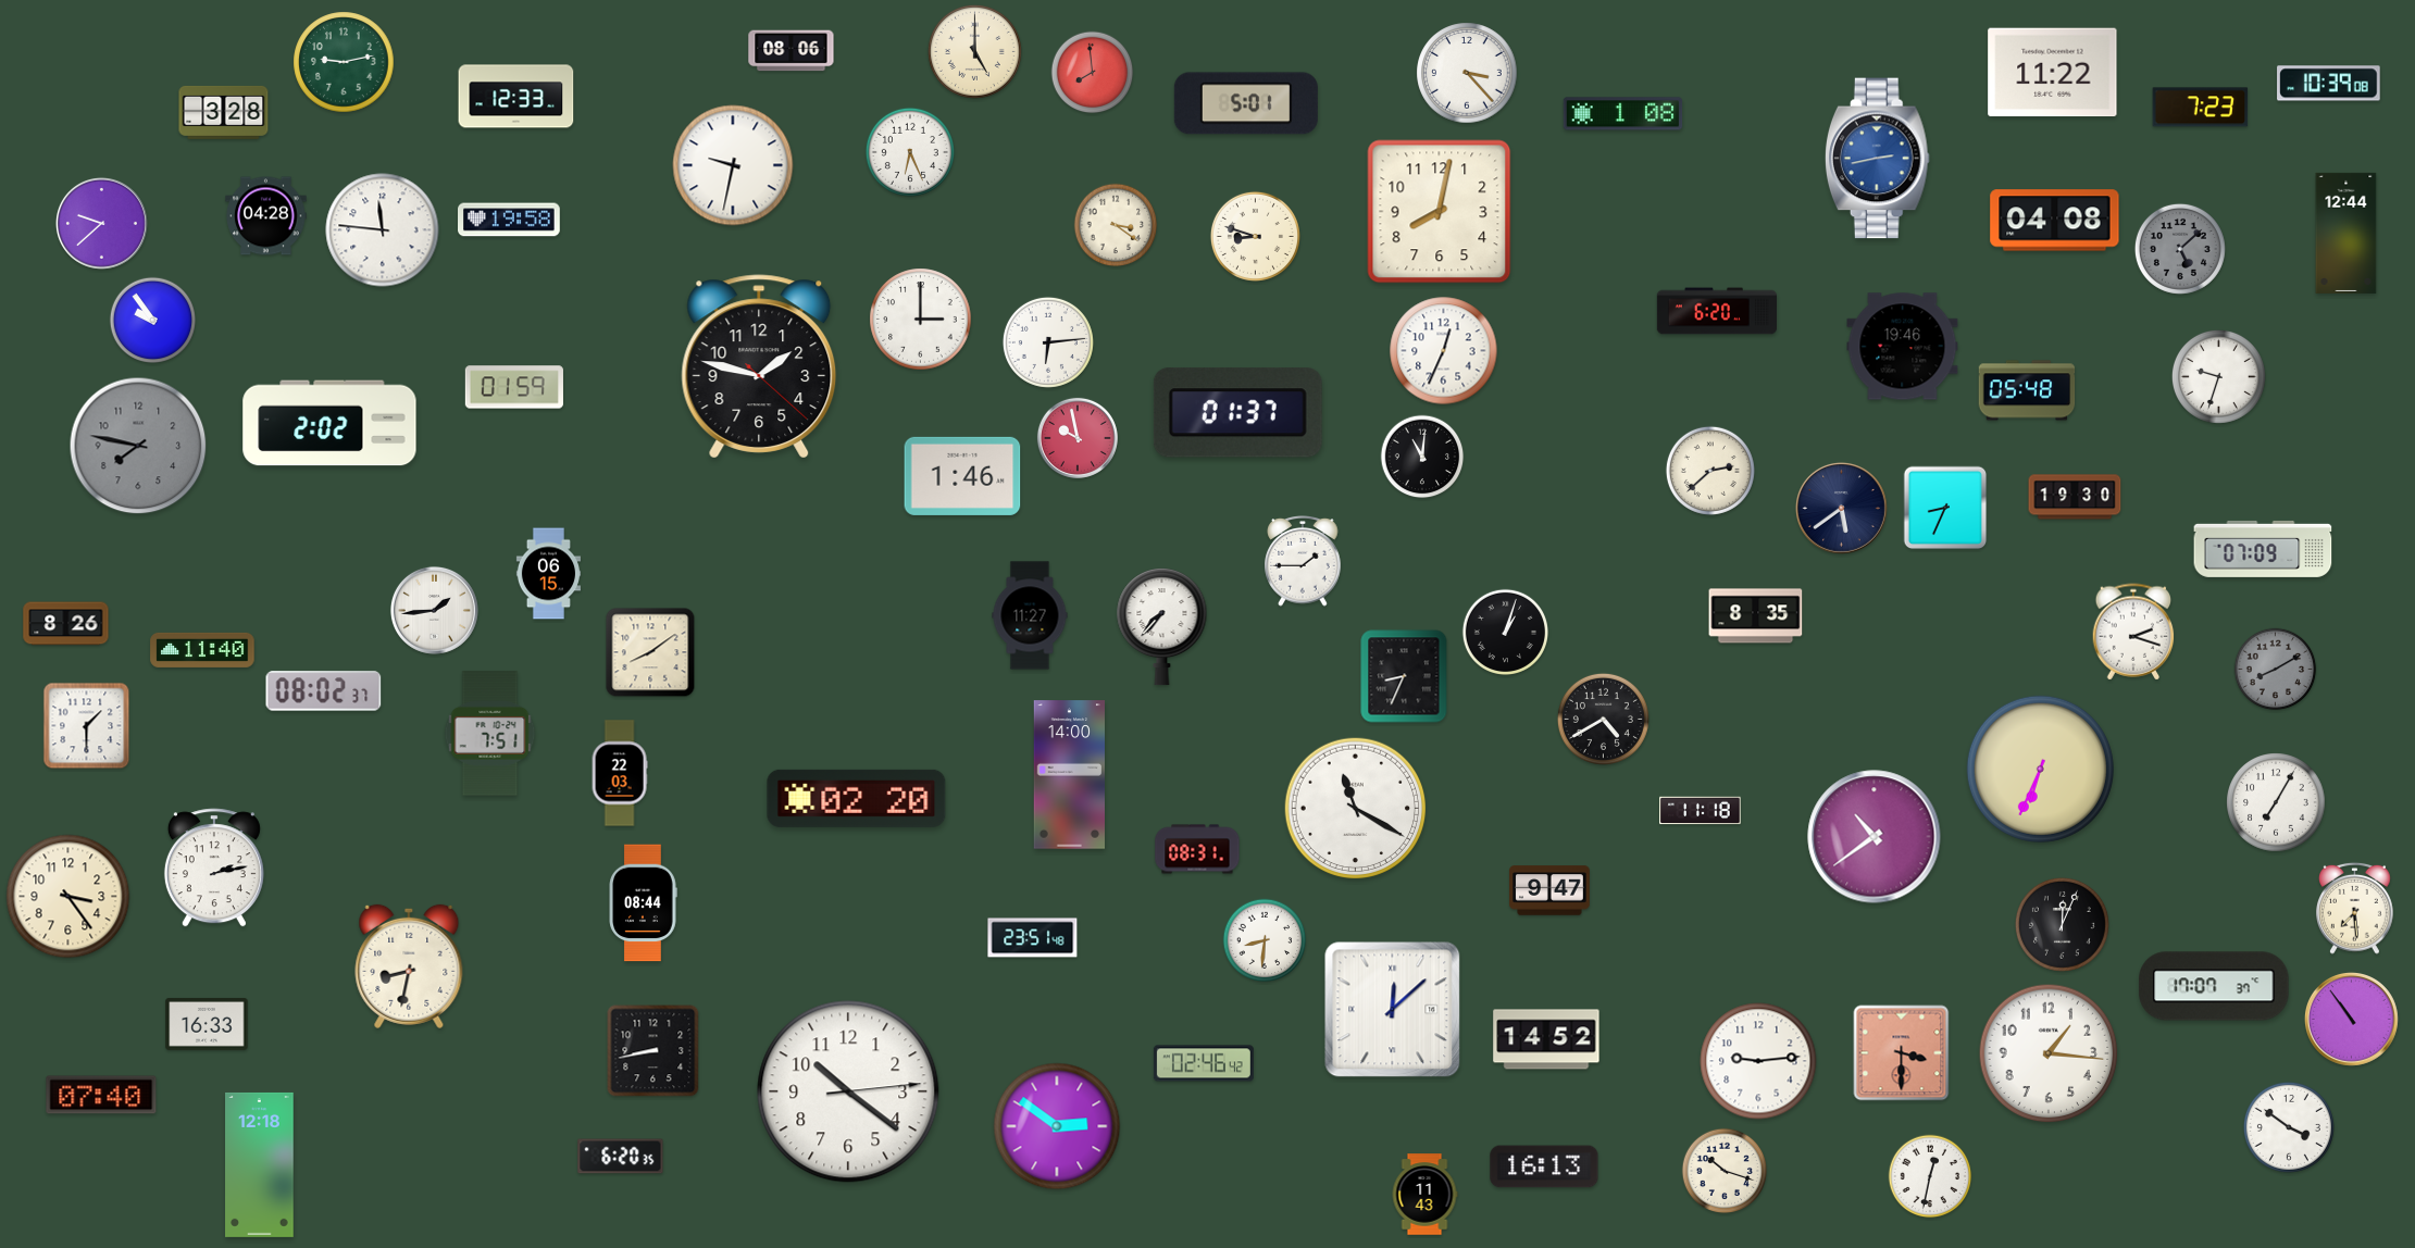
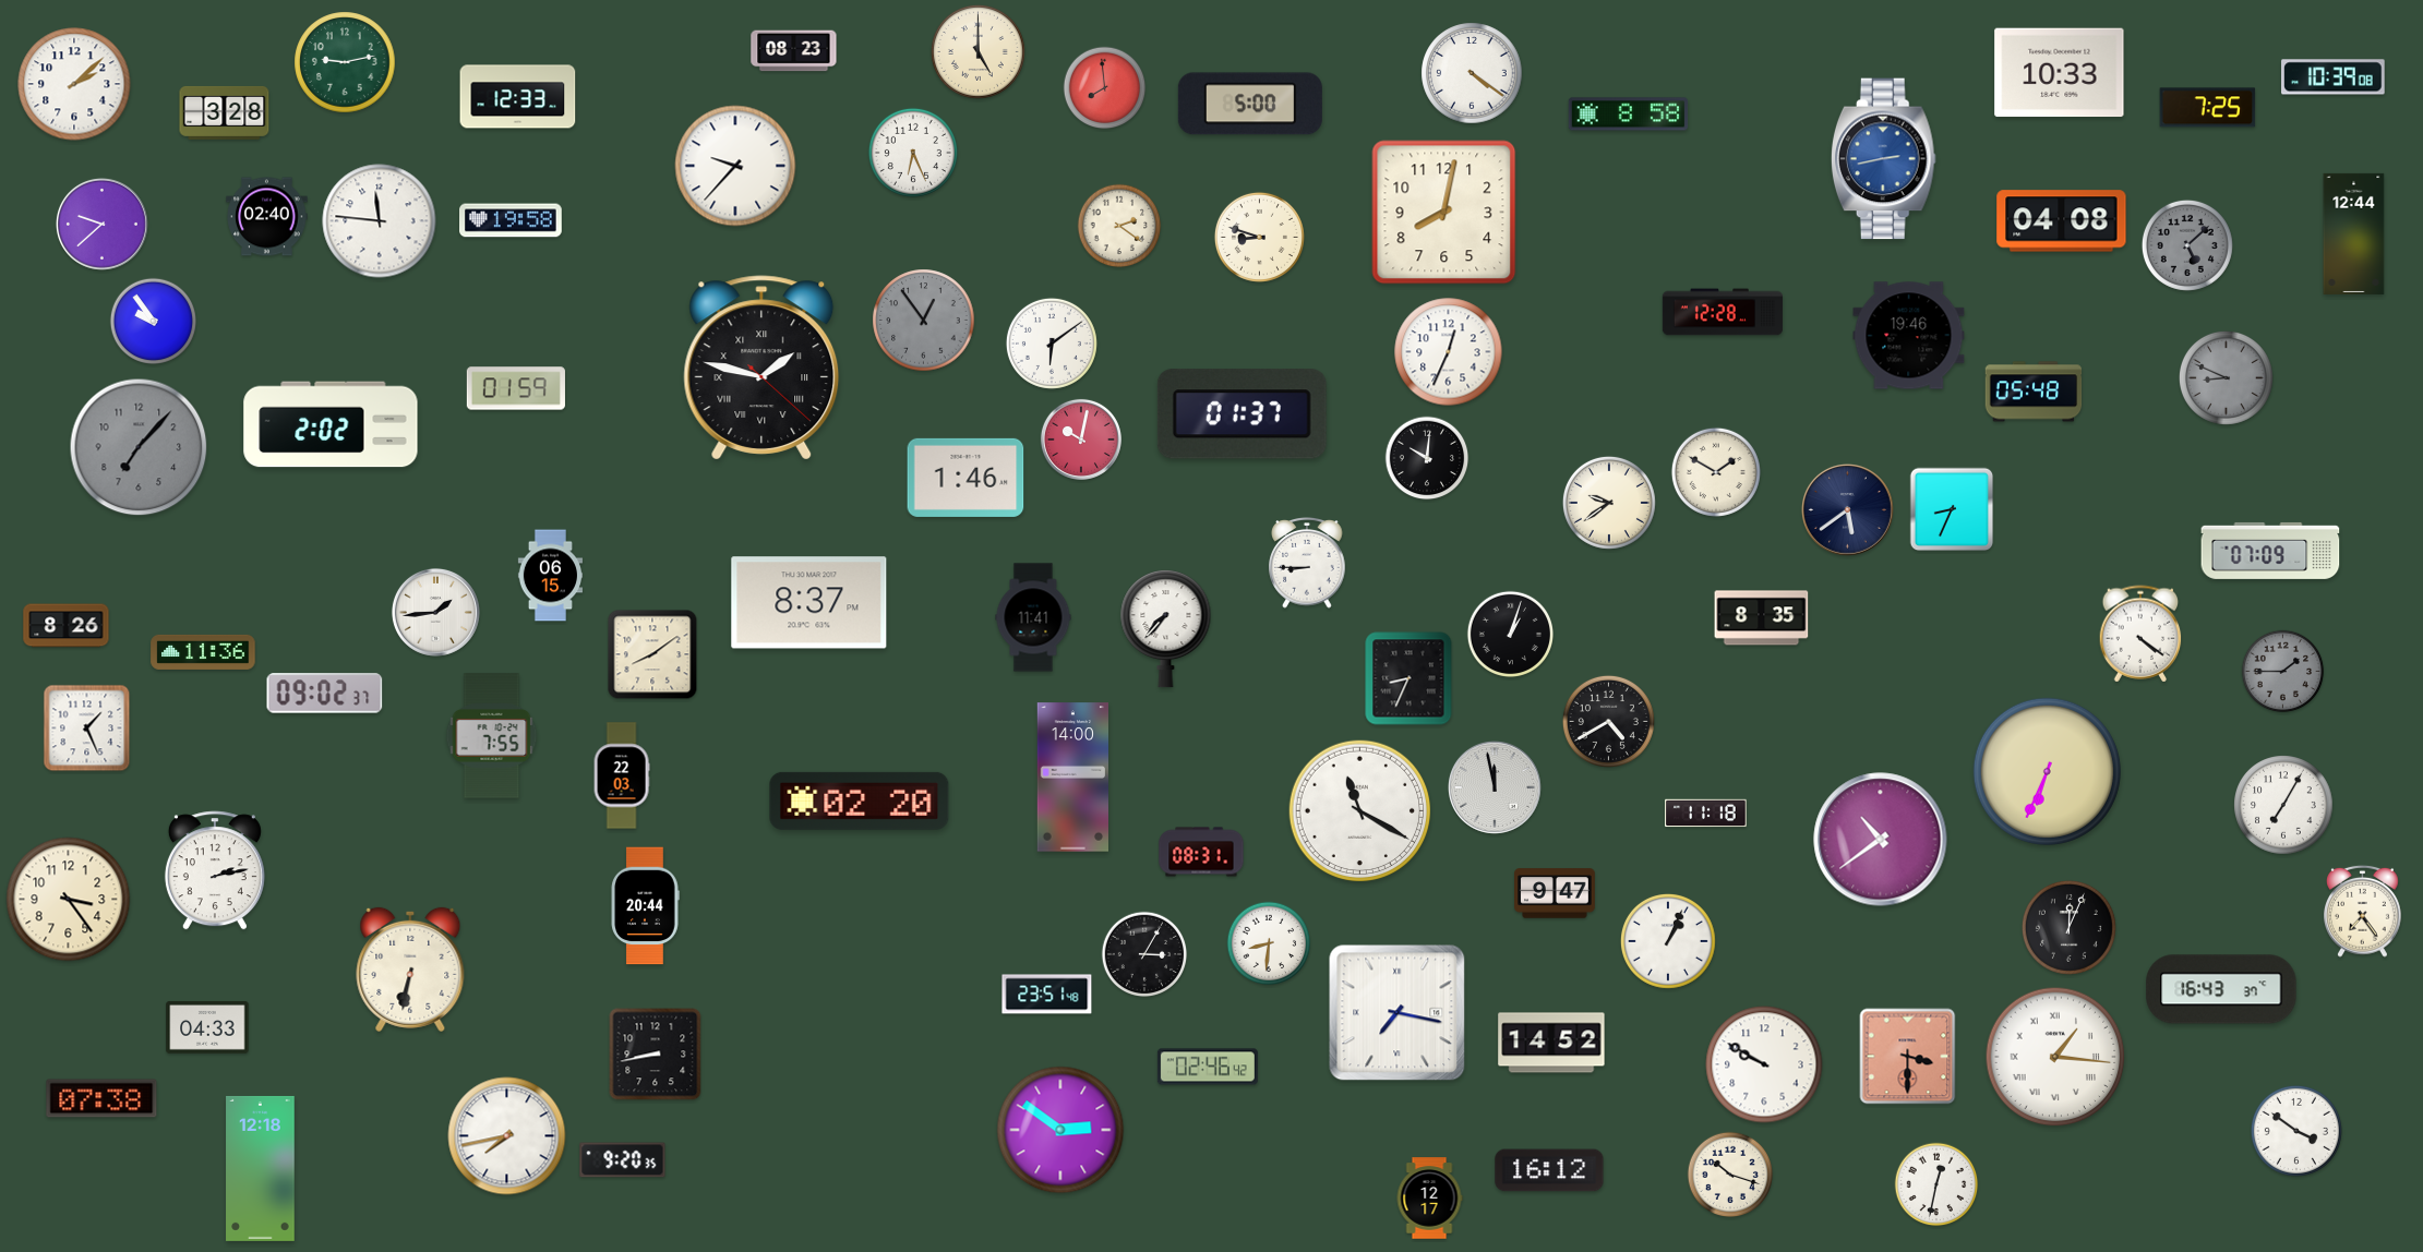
clock at (792, 51): 08:06 -> 08:23
clock at (1093, 73) position: (1093, 73) -> (1105, 88)
clock at (1467, 73): 3:23 -> 4:21
clock at (2053, 73): 11:22 -> 10:33
clock at (74, 84): none -> 2:08
clock at (2329, 84) position: (2329, 84) -> (2334, 77)
clock at (1246, 103): 5:01 -> 5:00
clock at (2201, 108): 7:23 -> 7:25
clock at (1623, 114): 1:08 -> 8:58
clock at (733, 165): 9:32 -> 9:37
clock at (266, 216): 04:28 -> 02:40
clock at (1116, 225): 3:21 -> 2:21
clock at (383, 230) position: (383, 230) -> (380, 221)
clock at (2180, 249) position: (2180, 249) -> (2187, 245)
clock at (1716, 311): 6:20 -> 12:28
clock at (921, 320): 3:00 -> 12:54
clock at (921, 320) dial: white -> grey
clock at (1048, 342): 6:14 -> 6:09
clock at (1903, 347) position: (1903, 347) -> (1909, 336)
clock at (759, 366) numerals: Arabic -> Roman
clock at (2218, 376): 9:33 -> 8:49
clock at (2218, 376) dial: white -> grey
clock at (1078, 438): 9:58 -> 10:02
clock at (138, 446): 7:47 -> 7:07
clock at (1422, 457): 11:01 -> 10:01
clock at (1710, 471): 2:38 -> 1:50
clock at (2075, 497): 19:30 -> none
clock at (1609, 503): none -> 9:39
clock at (1303, 562): 1:45 -> 8:45
clock at (809, 603): none -> 8:37
clock at (1030, 615): 11:27 -> 11:41
clock at (2133, 632): 2:18 -> 4:21
clock at (202, 650): 11:40 -> 11:36
clock at (2276, 670): 8:10 -> 1:45
clock at (324, 691): 08:02 -> 09:02
clock at (87, 726): 1:30 -> 1:26
clock at (490, 734): 7:51 -> 7:55
clock at (1495, 787): none -> 11:58
clock at (643, 903): 08:44 -> 20:44
clock at (2355, 908): 7:29 -> 7:24
clock at (1033, 938) position: (1033, 938) -> (1047, 995)
clock at (1668, 941): none -> 1:04
clock at (1144, 954): none -> 3:05
clock at (409, 966): 8:32 -> 6:32
clock at (2214, 986): 17:07 -> 16:43
clock at (1393, 1010): 12:08 -> 7:17
clock at (2352, 1020): 10:54 -> none
clock at (207, 1024): 16:33 -> 04:33
clock at (2049, 1053) numerals: Arabic -> Roman
clock at (1758, 1061): 9:14 -> 9:50
clock at (848, 1091): 10:21 -> none
clock at (101, 1095): 07:40 -> 07:38
clock at (507, 1136): none -> 7:43
clock at (621, 1157): 6:20 -> 9:20
clock at (1544, 1166): 16:13 -> 16:12
clock at (1930, 1176) position: (1930, 1176) -> (1936, 1184)
clock at (1424, 1195): 11:43 -> 12:17
